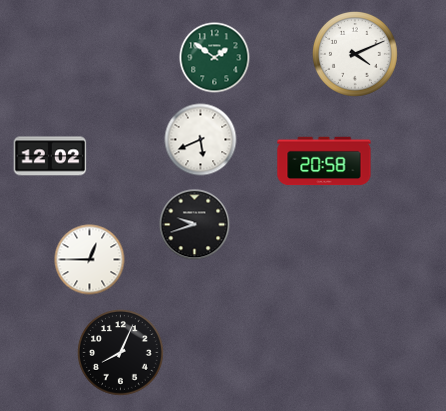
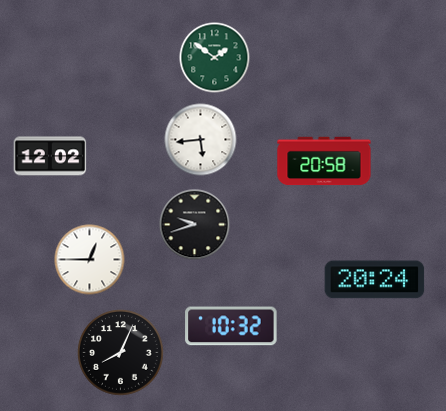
clock at (355, 54): 4:11 -> none
clock at (201, 140): 5:41 -> 5:44
clock at (375, 280): none -> 20:24
clock at (231, 326): none -> 10:32
